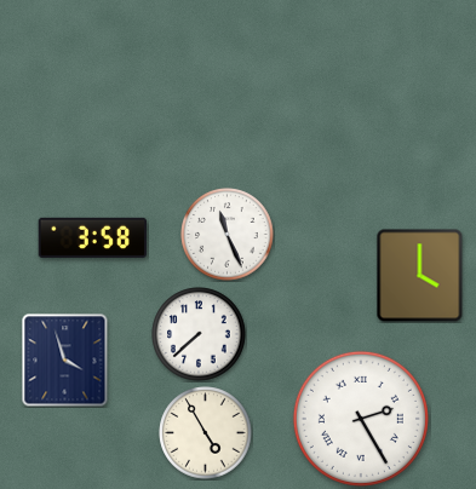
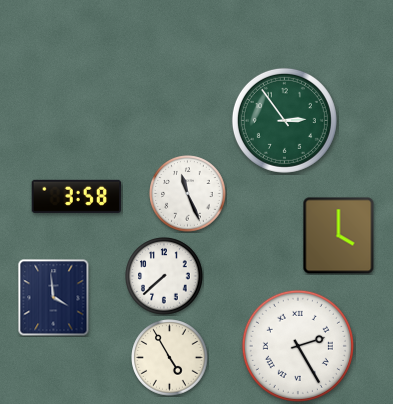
clock at (284, 120): none -> 2:54
clock at (420, 275) position: (420, 275) -> (339, 235)
clock at (65, 361): 3:57 -> 3:59
